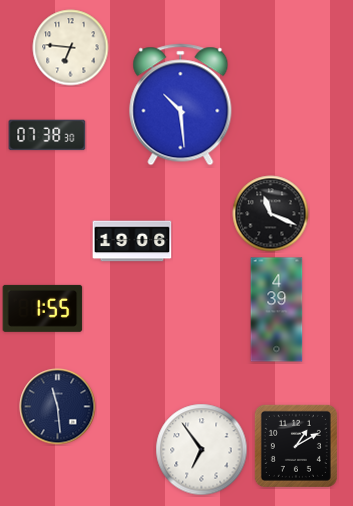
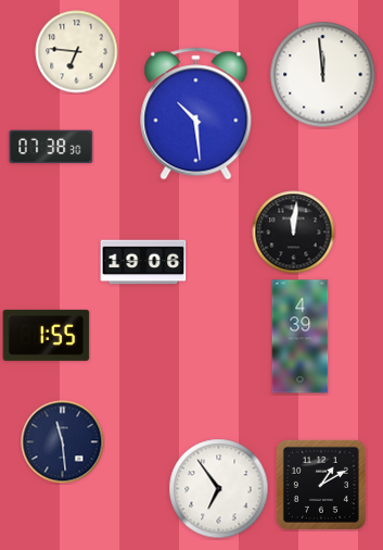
clock at (323, 75): none -> 11:59
clock at (271, 214): 11:19 -> 12:01
